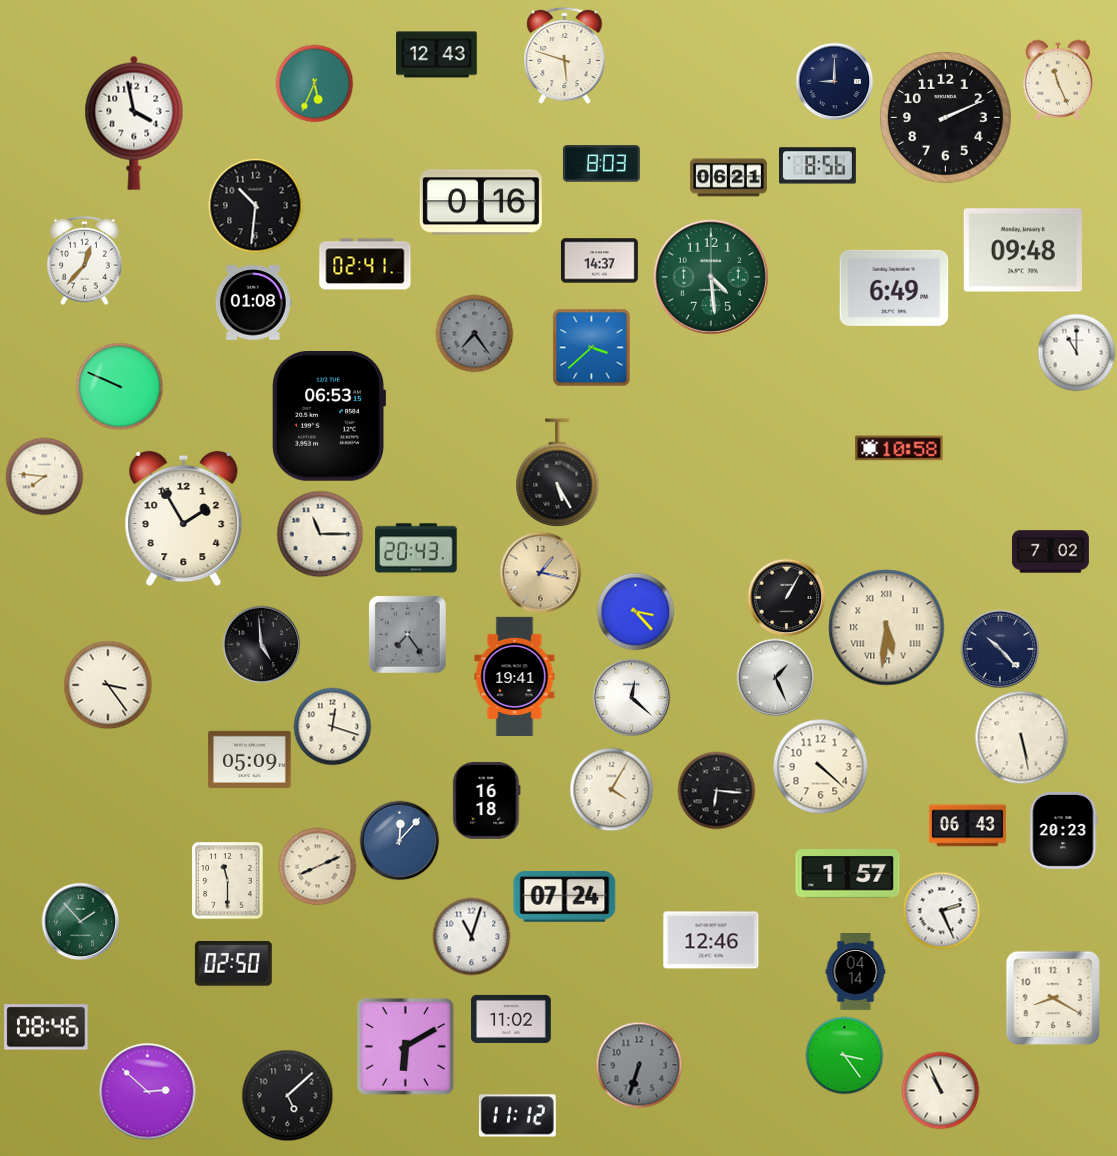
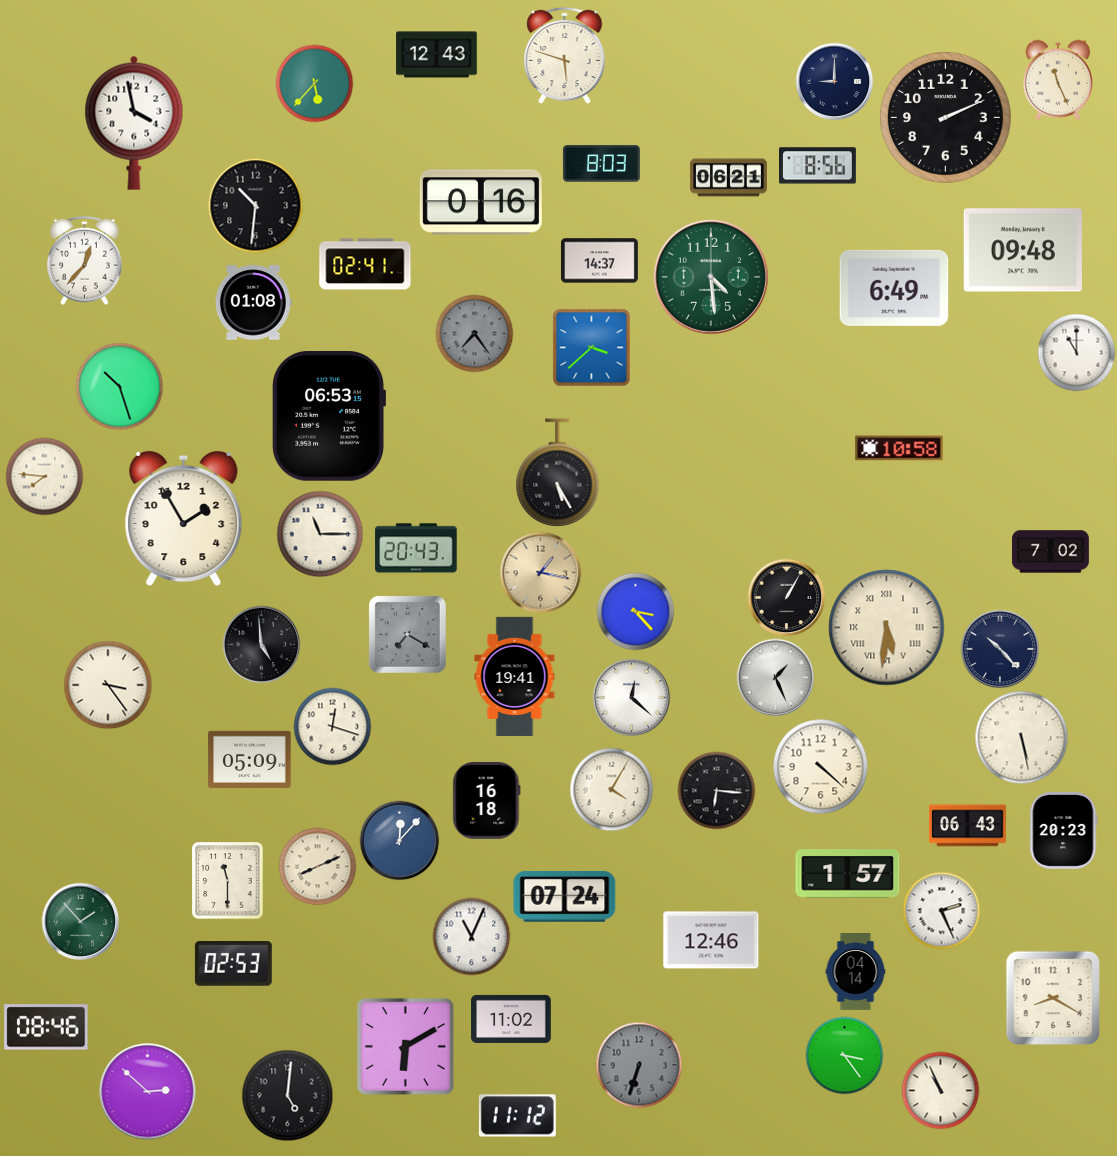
clock at (314, 83): 5:34 -> 5:37
clock at (119, 386): 9:49 -> 10:27
clock at (407, 634): 7:24 -> 7:20
clock at (471, 936): 11:03 -> 11:04
clock at (233, 964): 02:50 -> 02:53
clock at (287, 1095): 5:08 -> 5:01
